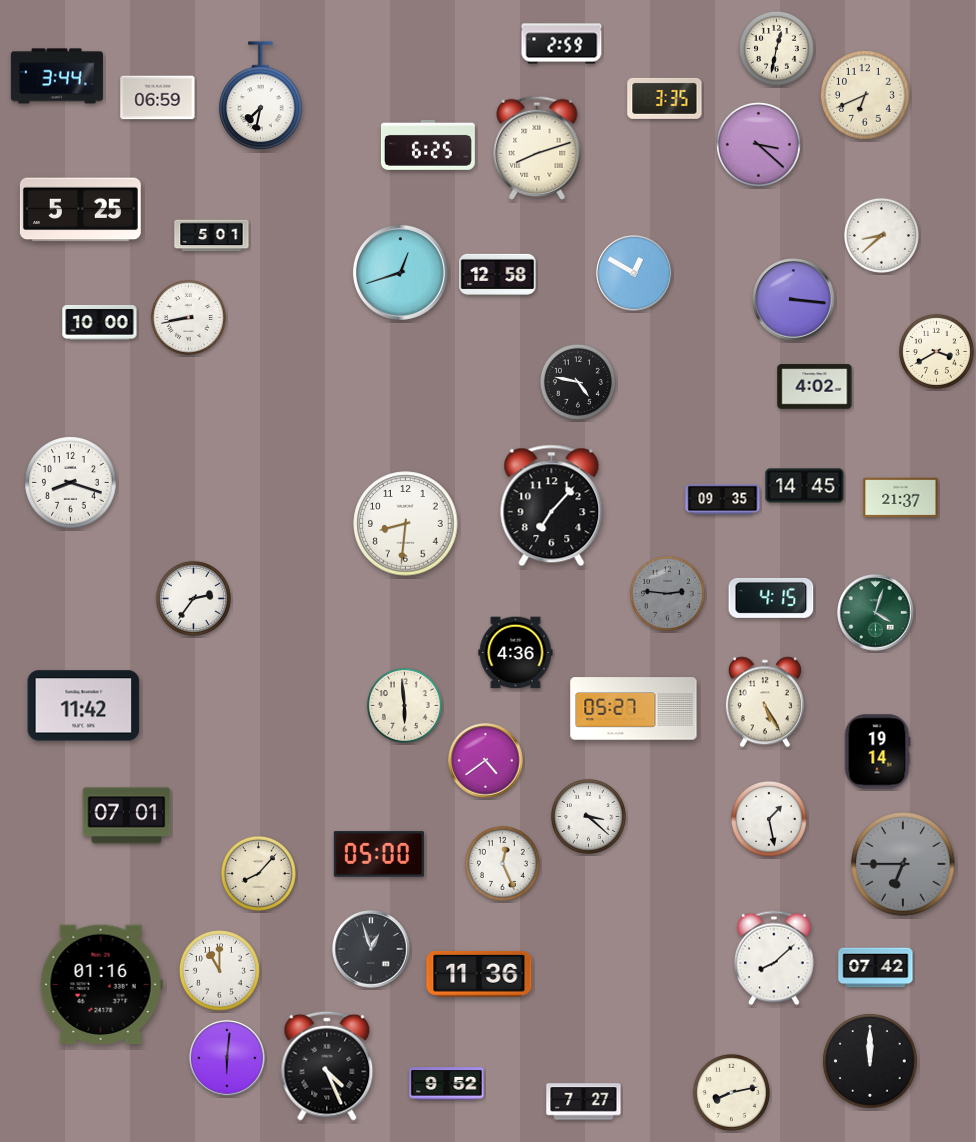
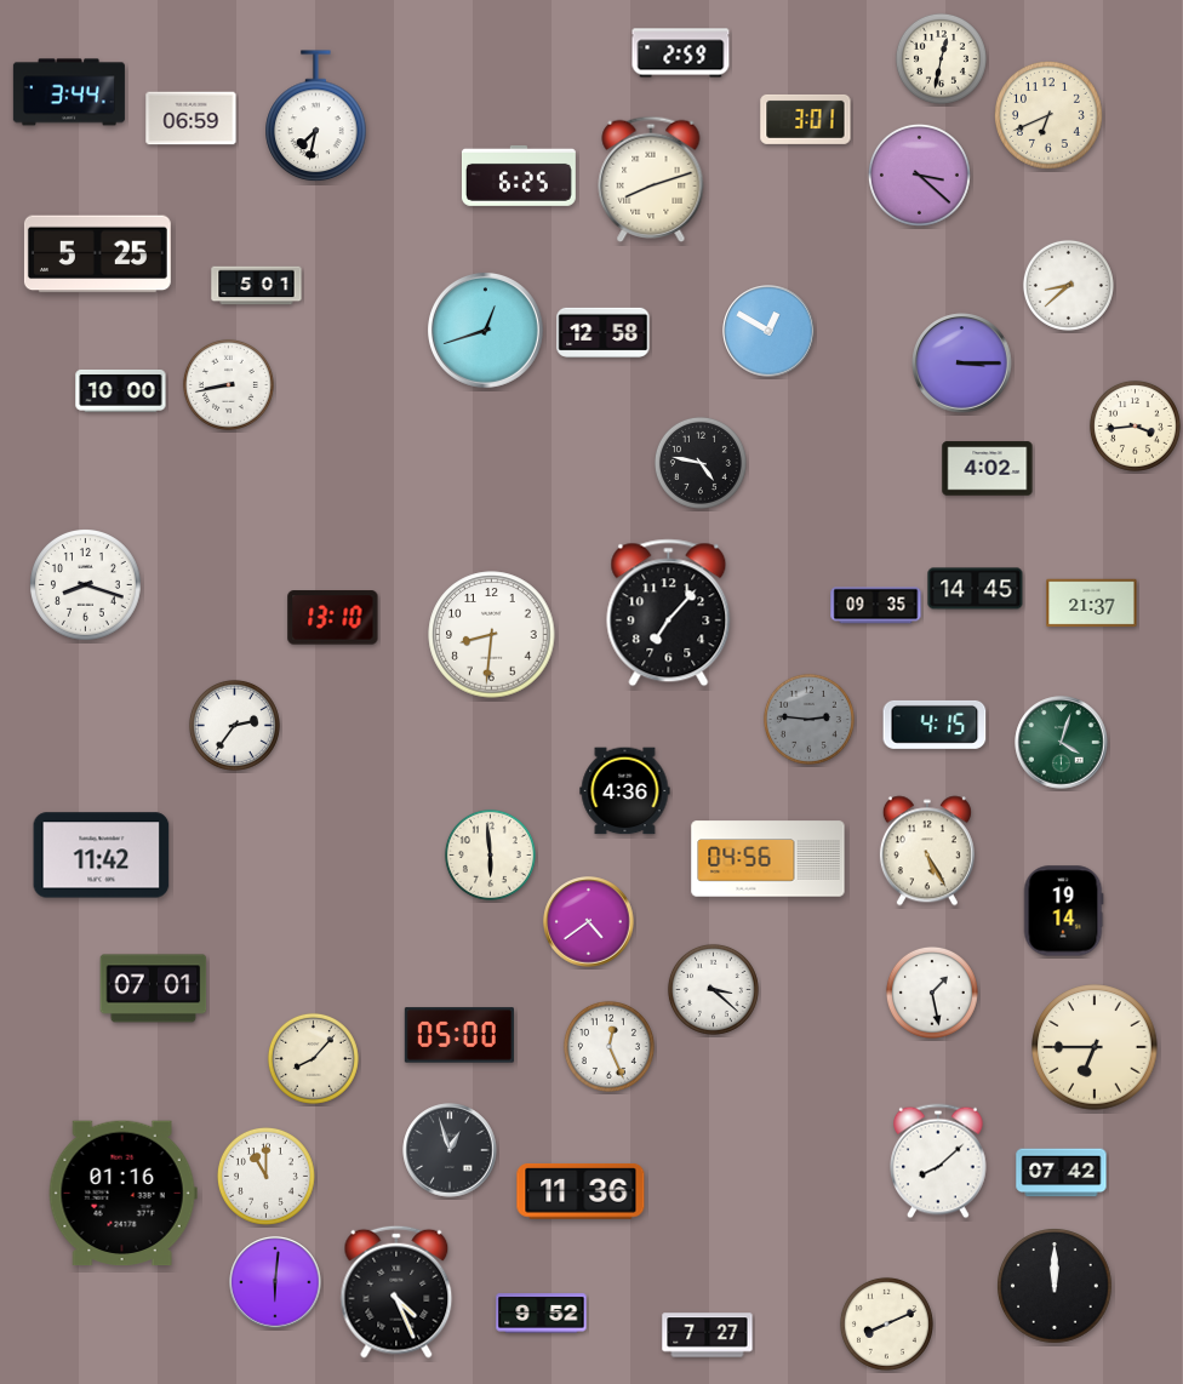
clock at (665, 98): 3:35 -> 3:01
clock at (794, 300): 3:16 -> 3:15
clock at (936, 351): 3:40 -> 3:44
clock at (333, 618): none -> 13:10
clock at (634, 709): 05:27 -> 04:56
clock at (903, 864) dial: grey -> cream
clock at (479, 974) position: (479, 974) -> (581, 1191)
clock at (731, 1092): 8:13 -> 8:11
